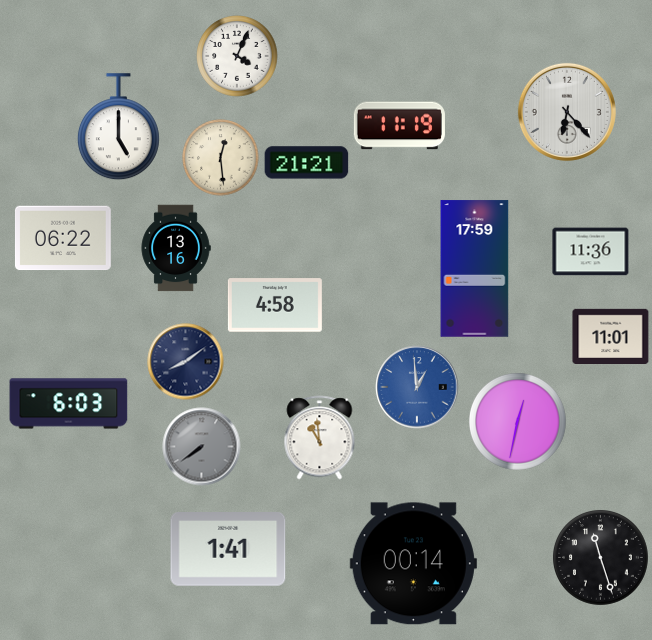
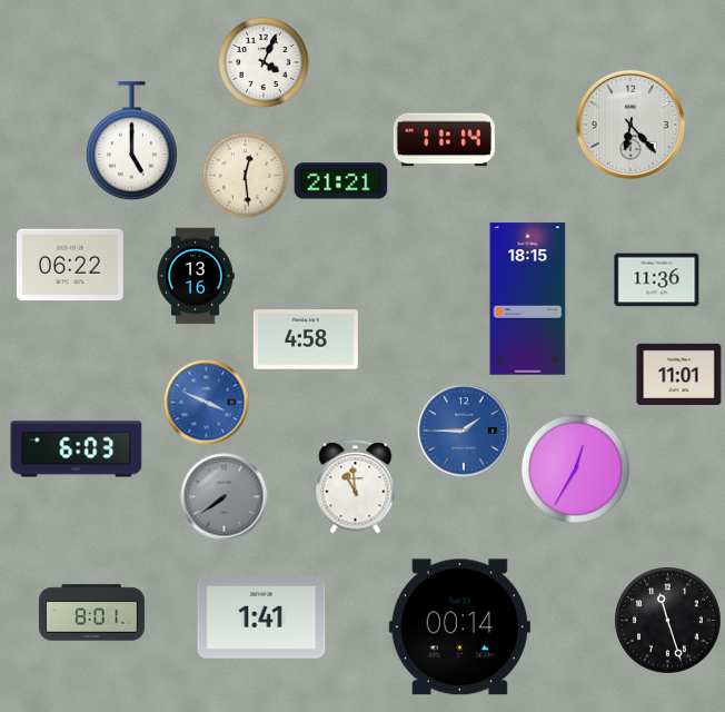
clock at (399, 126): 11:19 -> 11:14
clock at (475, 269): 17:59 -> 18:15
clock at (186, 362): 8:09 -> 3:49
clock at (186, 362) dial: navy -> blue
clock at (417, 387): 12:59 -> 1:45
clock at (518, 422): 12:32 -> 12:35
clock at (228, 550) position: (228, 550) -> (261, 619)
clock at (91, 613): none -> 8:01
